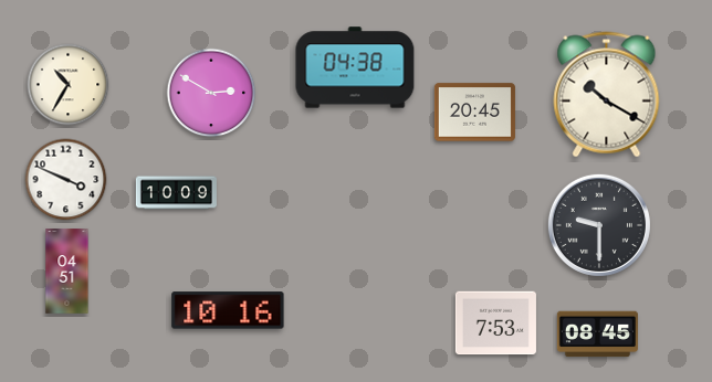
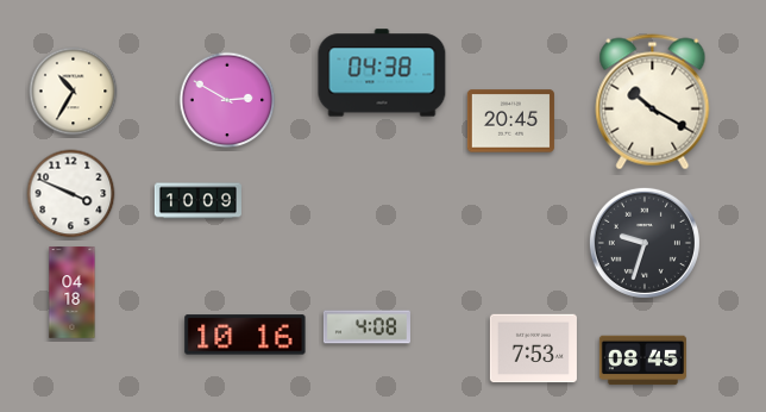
clock at (176, 193) position: (176, 193) -> (197, 201)
clock at (599, 225): 9:30 -> 9:33
clock at (67, 272): 04:51 -> 04:18
clock at (366, 327): none -> 4:08
